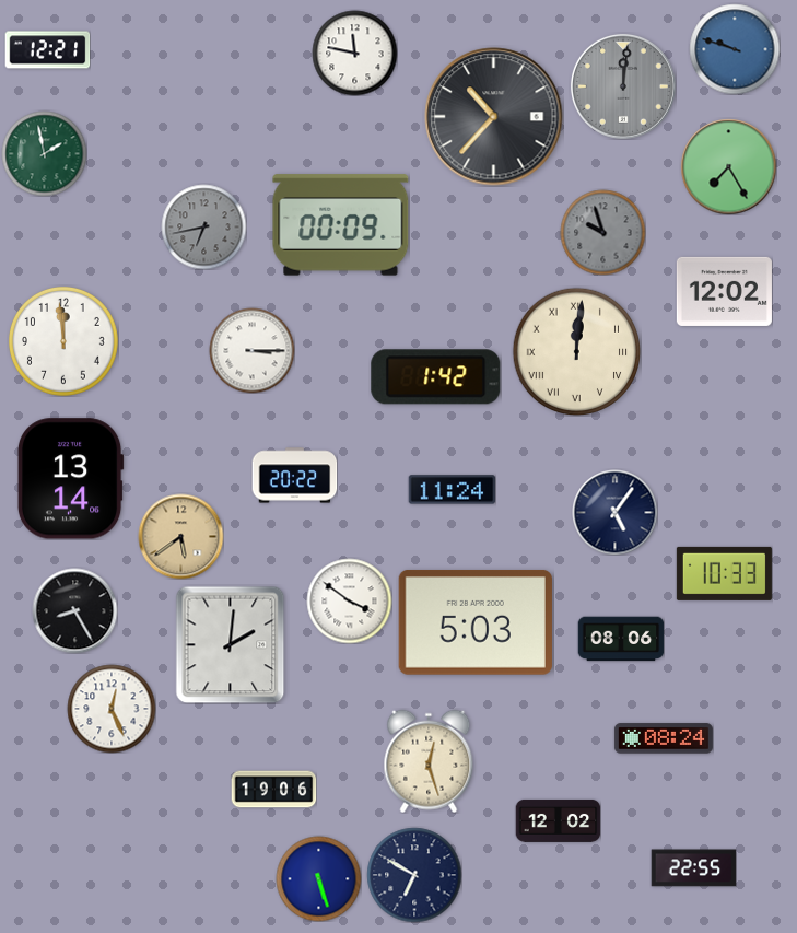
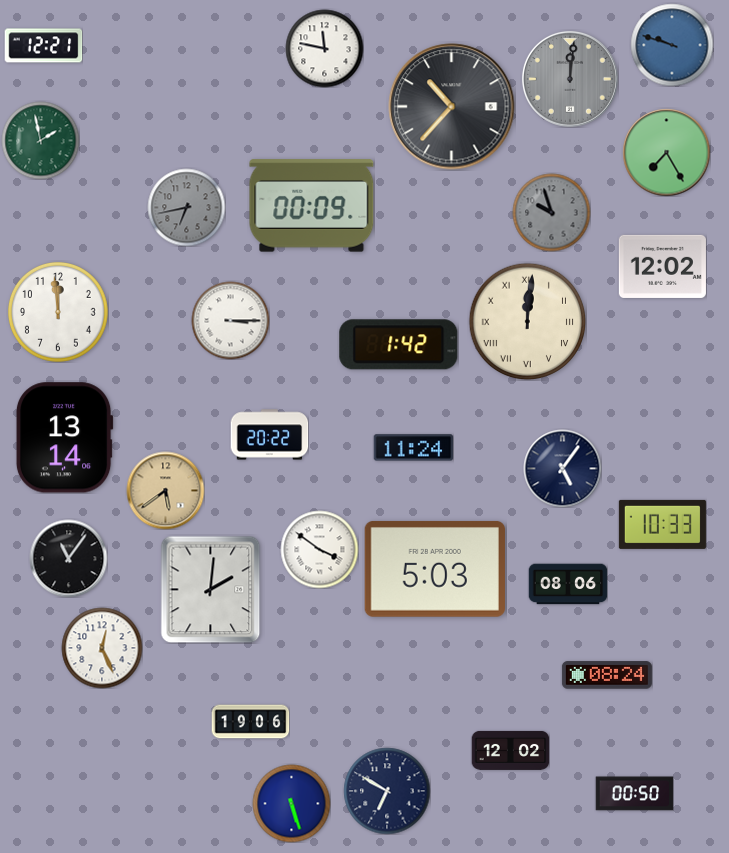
clock at (74, 610): 8:25 -> 11:06
clock at (429, 761): 12:27 -> none
clock at (693, 868): 22:55 -> 00:50
clock at (414, 875) position: (414, 875) -> (387, 791)
